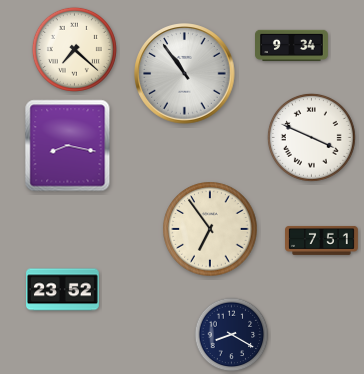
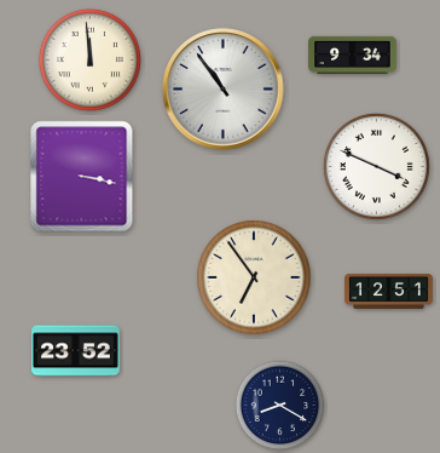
clock at (74, 49): 7:22 -> 11:59
clock at (68, 146): 8:17 -> 3:17
clock at (322, 240): 7:51 -> 12:51
